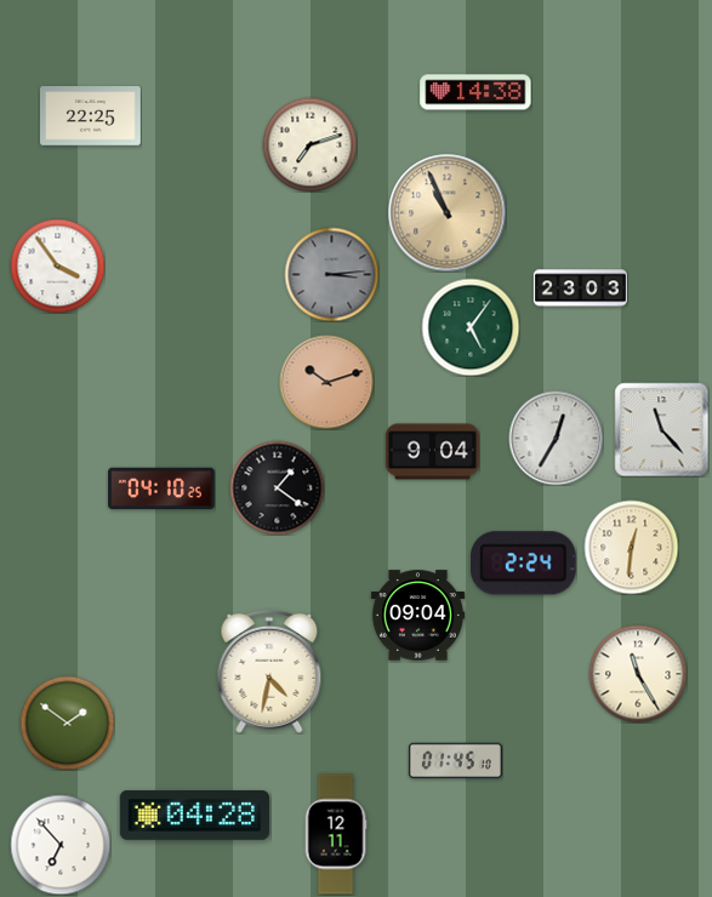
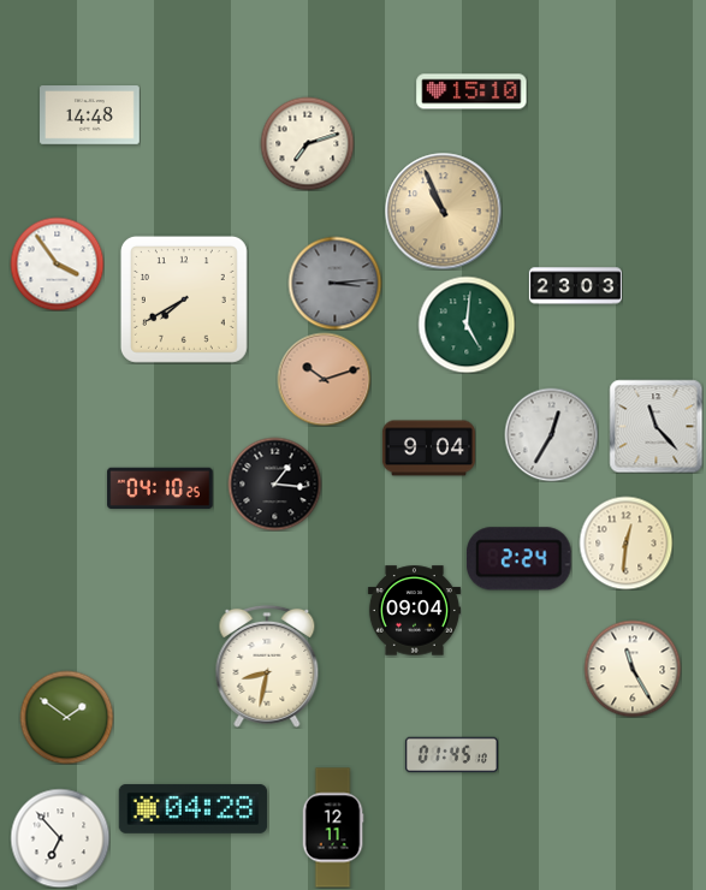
clock at (475, 92): 14:38 -> 15:10
clock at (91, 116): 22:25 -> 14:48
clock at (331, 274) position: (331, 274) -> (334, 283)
clock at (184, 299): none -> 7:40
clock at (471, 327): 5:06 -> 5:01
clock at (277, 487): 1:21 -> 1:16
clock at (161, 489) position: (161, 489) -> (160, 488)
clock at (269, 672): 4:32 -> 8:32
